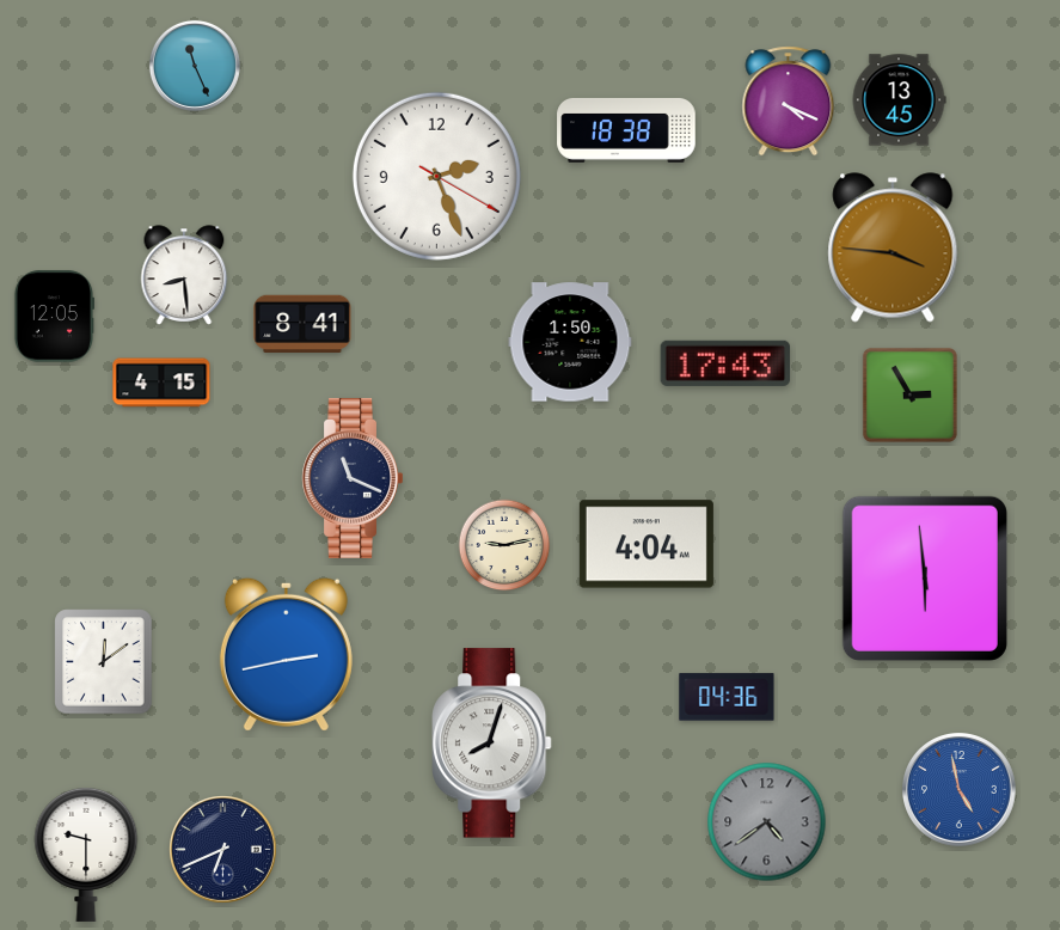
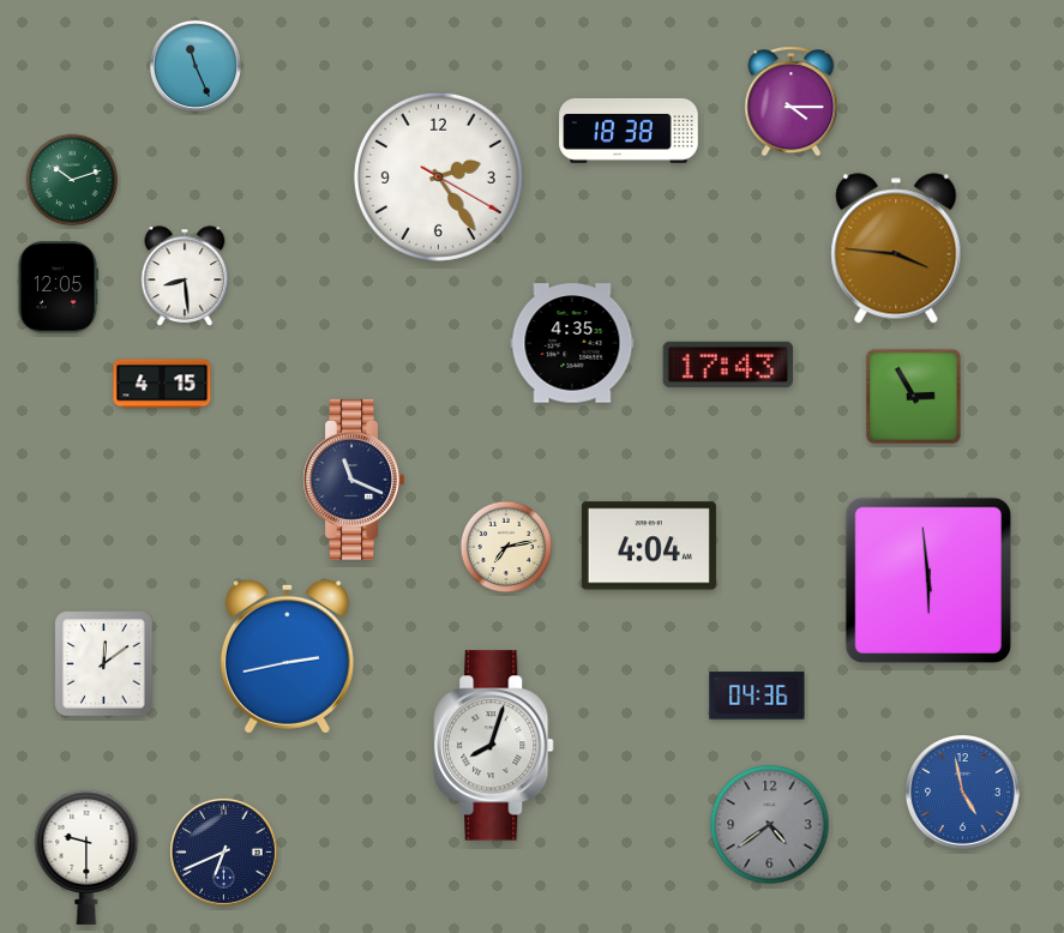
clock at (899, 100): 13:45 -> none
clock at (789, 102): 4:19 -> 4:15
clock at (436, 176): 2:26 -> 2:24
clock at (72, 180): none -> 10:12
clock at (53, 317) position: (53, 317) -> (56, 288)
clock at (302, 323): 8:41 -> none
clock at (570, 342): 1:50 -> 4:35
clock at (504, 545): 9:13 -> 7:13
clock at (727, 697) position: (727, 697) -> (757, 696)
